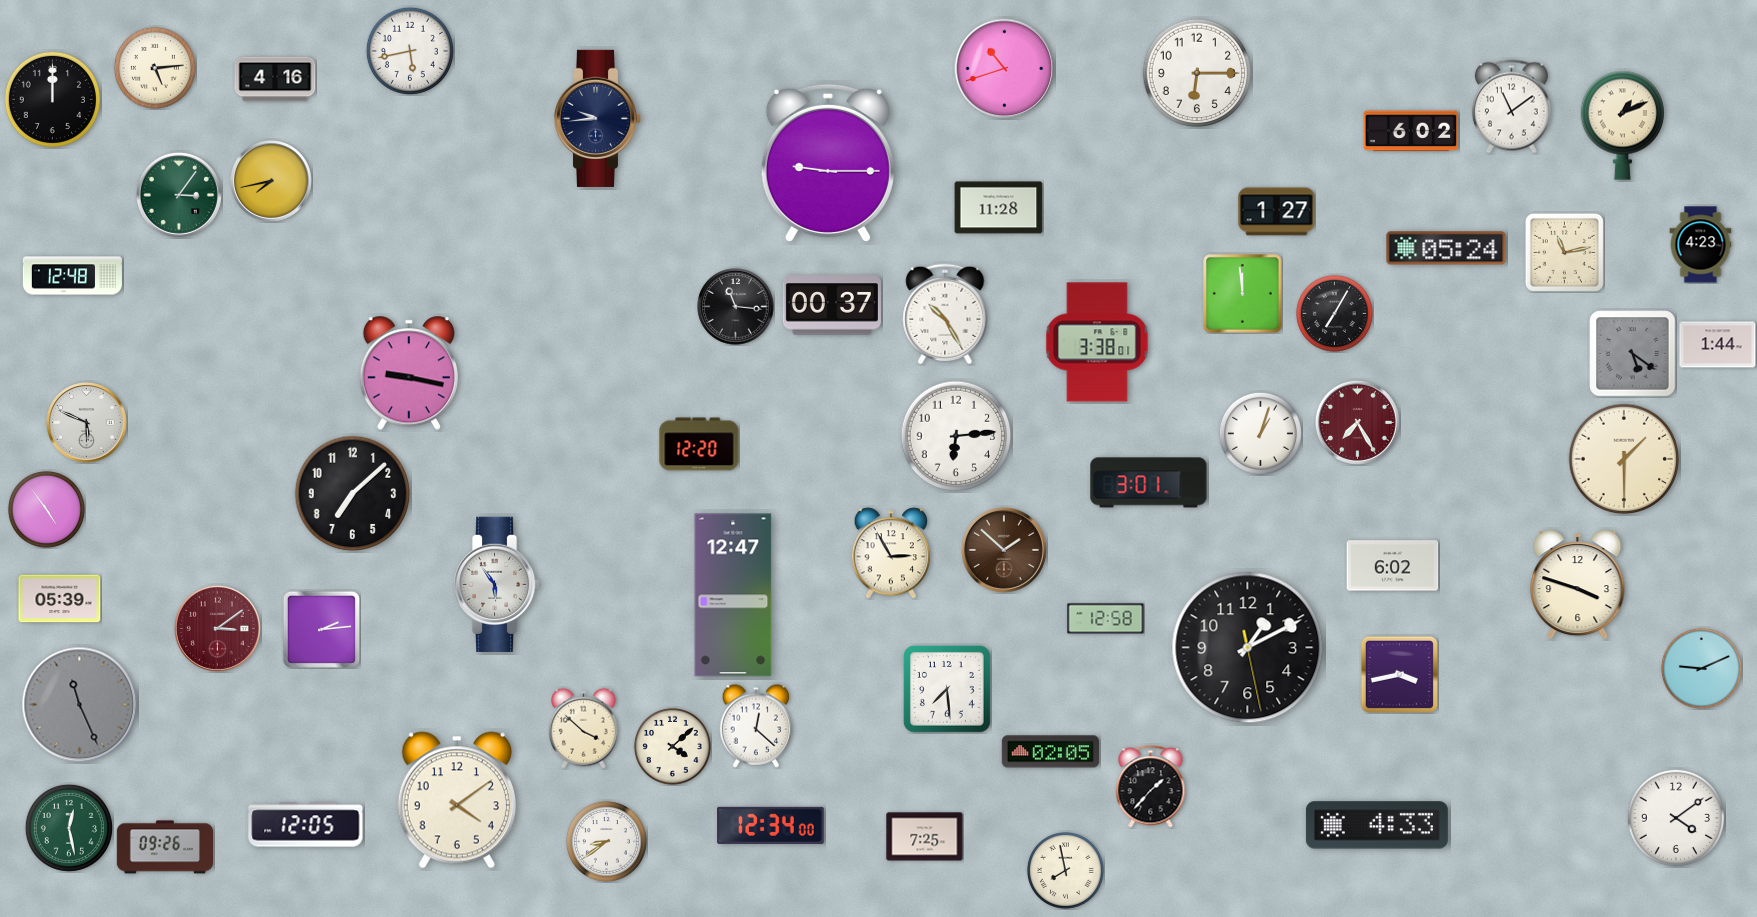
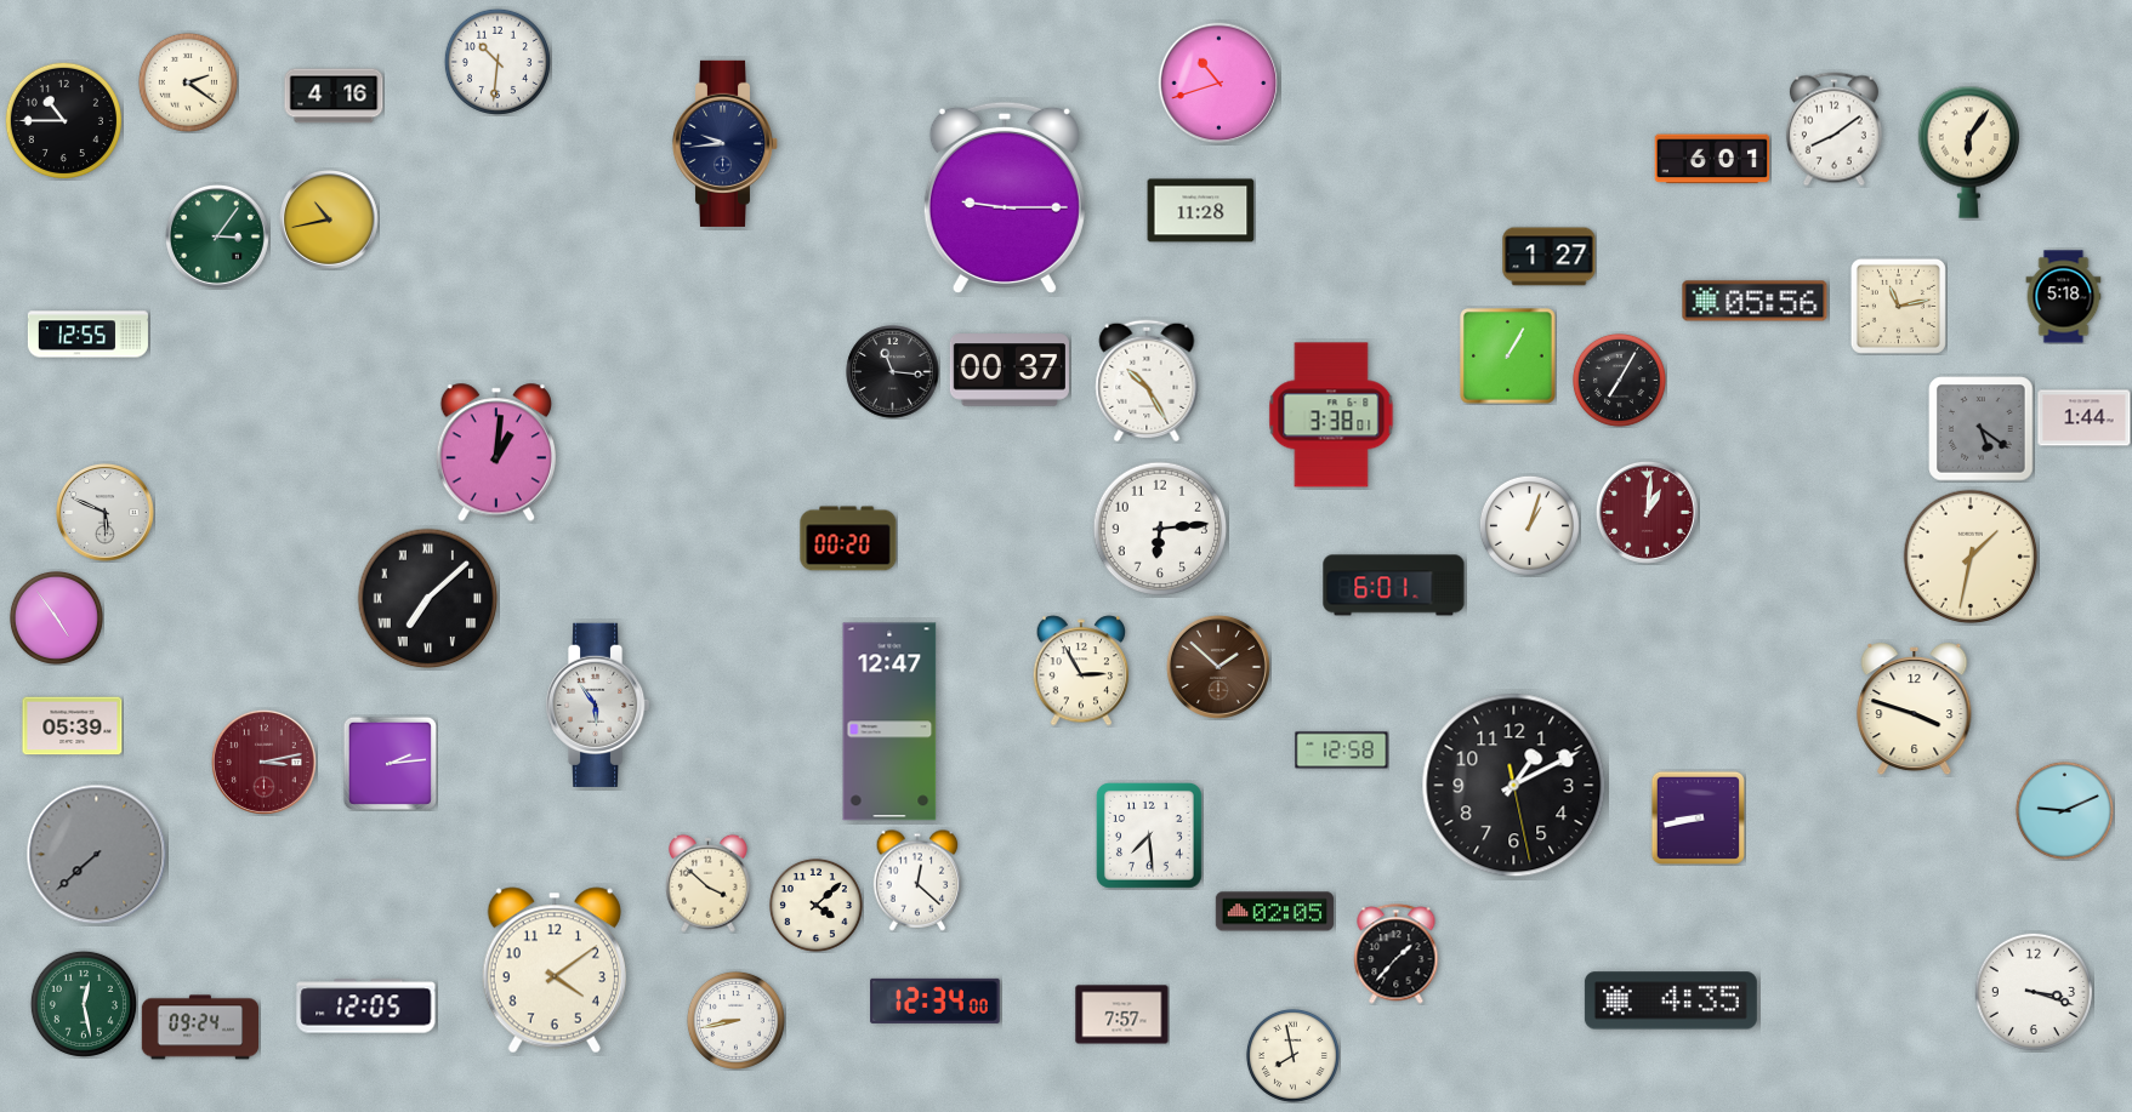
clock at (410, 51): 5:43 -> 10:31
clock at (155, 68): 5:14 -> 2:21
clock at (1197, 73): 6:15 -> none
clock at (52, 99): 12:00 -> 10:45
clock at (1511, 107): 11:09 -> 8:09
clock at (1622, 125): 1:11 -> 6:06
clock at (1411, 131): 6:02 -> 6:01
clock at (272, 182): 7:43 -> 10:43
clock at (999, 208) position: (999, 208) -> (1201, 211)
clock at (1701, 245): 4:23 -> 5:18
clock at (1446, 248): 05:24 -> 05:56
clock at (72, 276): 12:48 -> 12:55
clock at (1243, 294): 11:59 -> 1:05
clock at (408, 373): 9:17 -> 1:01
clock at (1357, 422): 7:25 -> 1:01
clock at (699, 444): 12:20 -> 00:20
clock at (1624, 459): 1:30 -> 1:32
clock at (1149, 483): 3:01 -> 6:01
clock at (353, 494) numerals: Arabic -> Roman
clock at (1393, 566): 6:02 -> none
clock at (496, 584) position: (496, 584) -> (597, 705)
clock at (217, 628): 3:09 -> 3:13
clock at (1399, 674): 3:43 -> 8:43
clock at (80, 705): 11:26 -> 7:38
clock at (1676, 818): 4:09 -> 3:18
clock at (306, 825) position: (306, 825) -> (366, 1006)
clock at (1377, 825): 4:33 -> 4:35
clock at (925, 837): 7:25 -> 7:57
clock at (606, 841): 8:39 -> 8:43
clock at (164, 847): 09:26 -> 09:24
